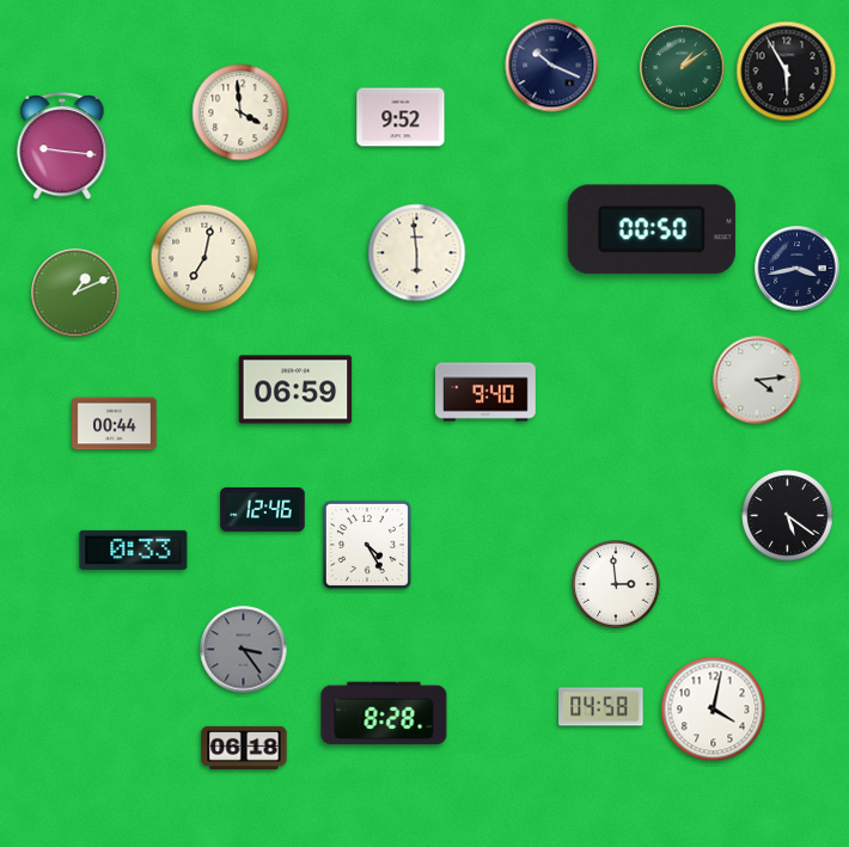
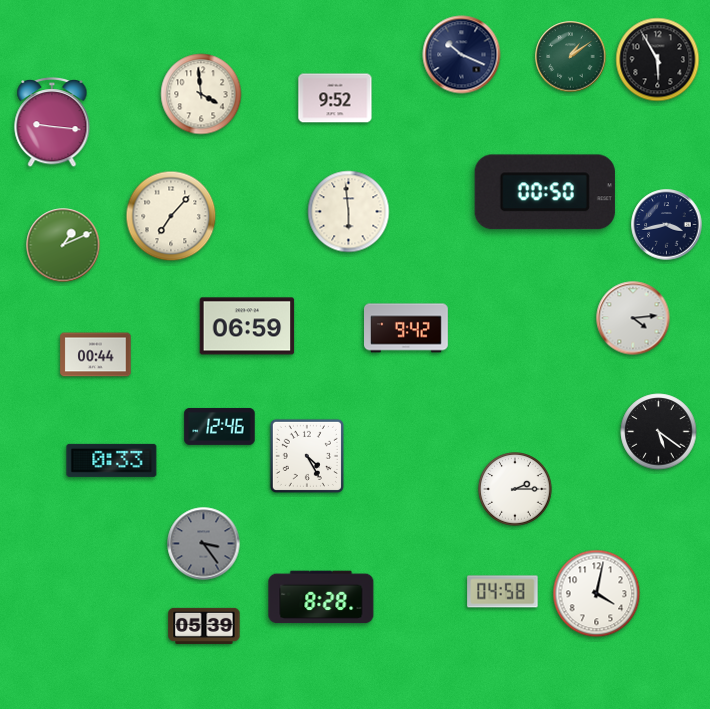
clock at (204, 258): 7:02 -> 7:07
clock at (487, 392): 9:40 -> 9:42
clock at (616, 584): 2:59 -> 2:15
clock at (244, 748): 06:18 -> 05:39
